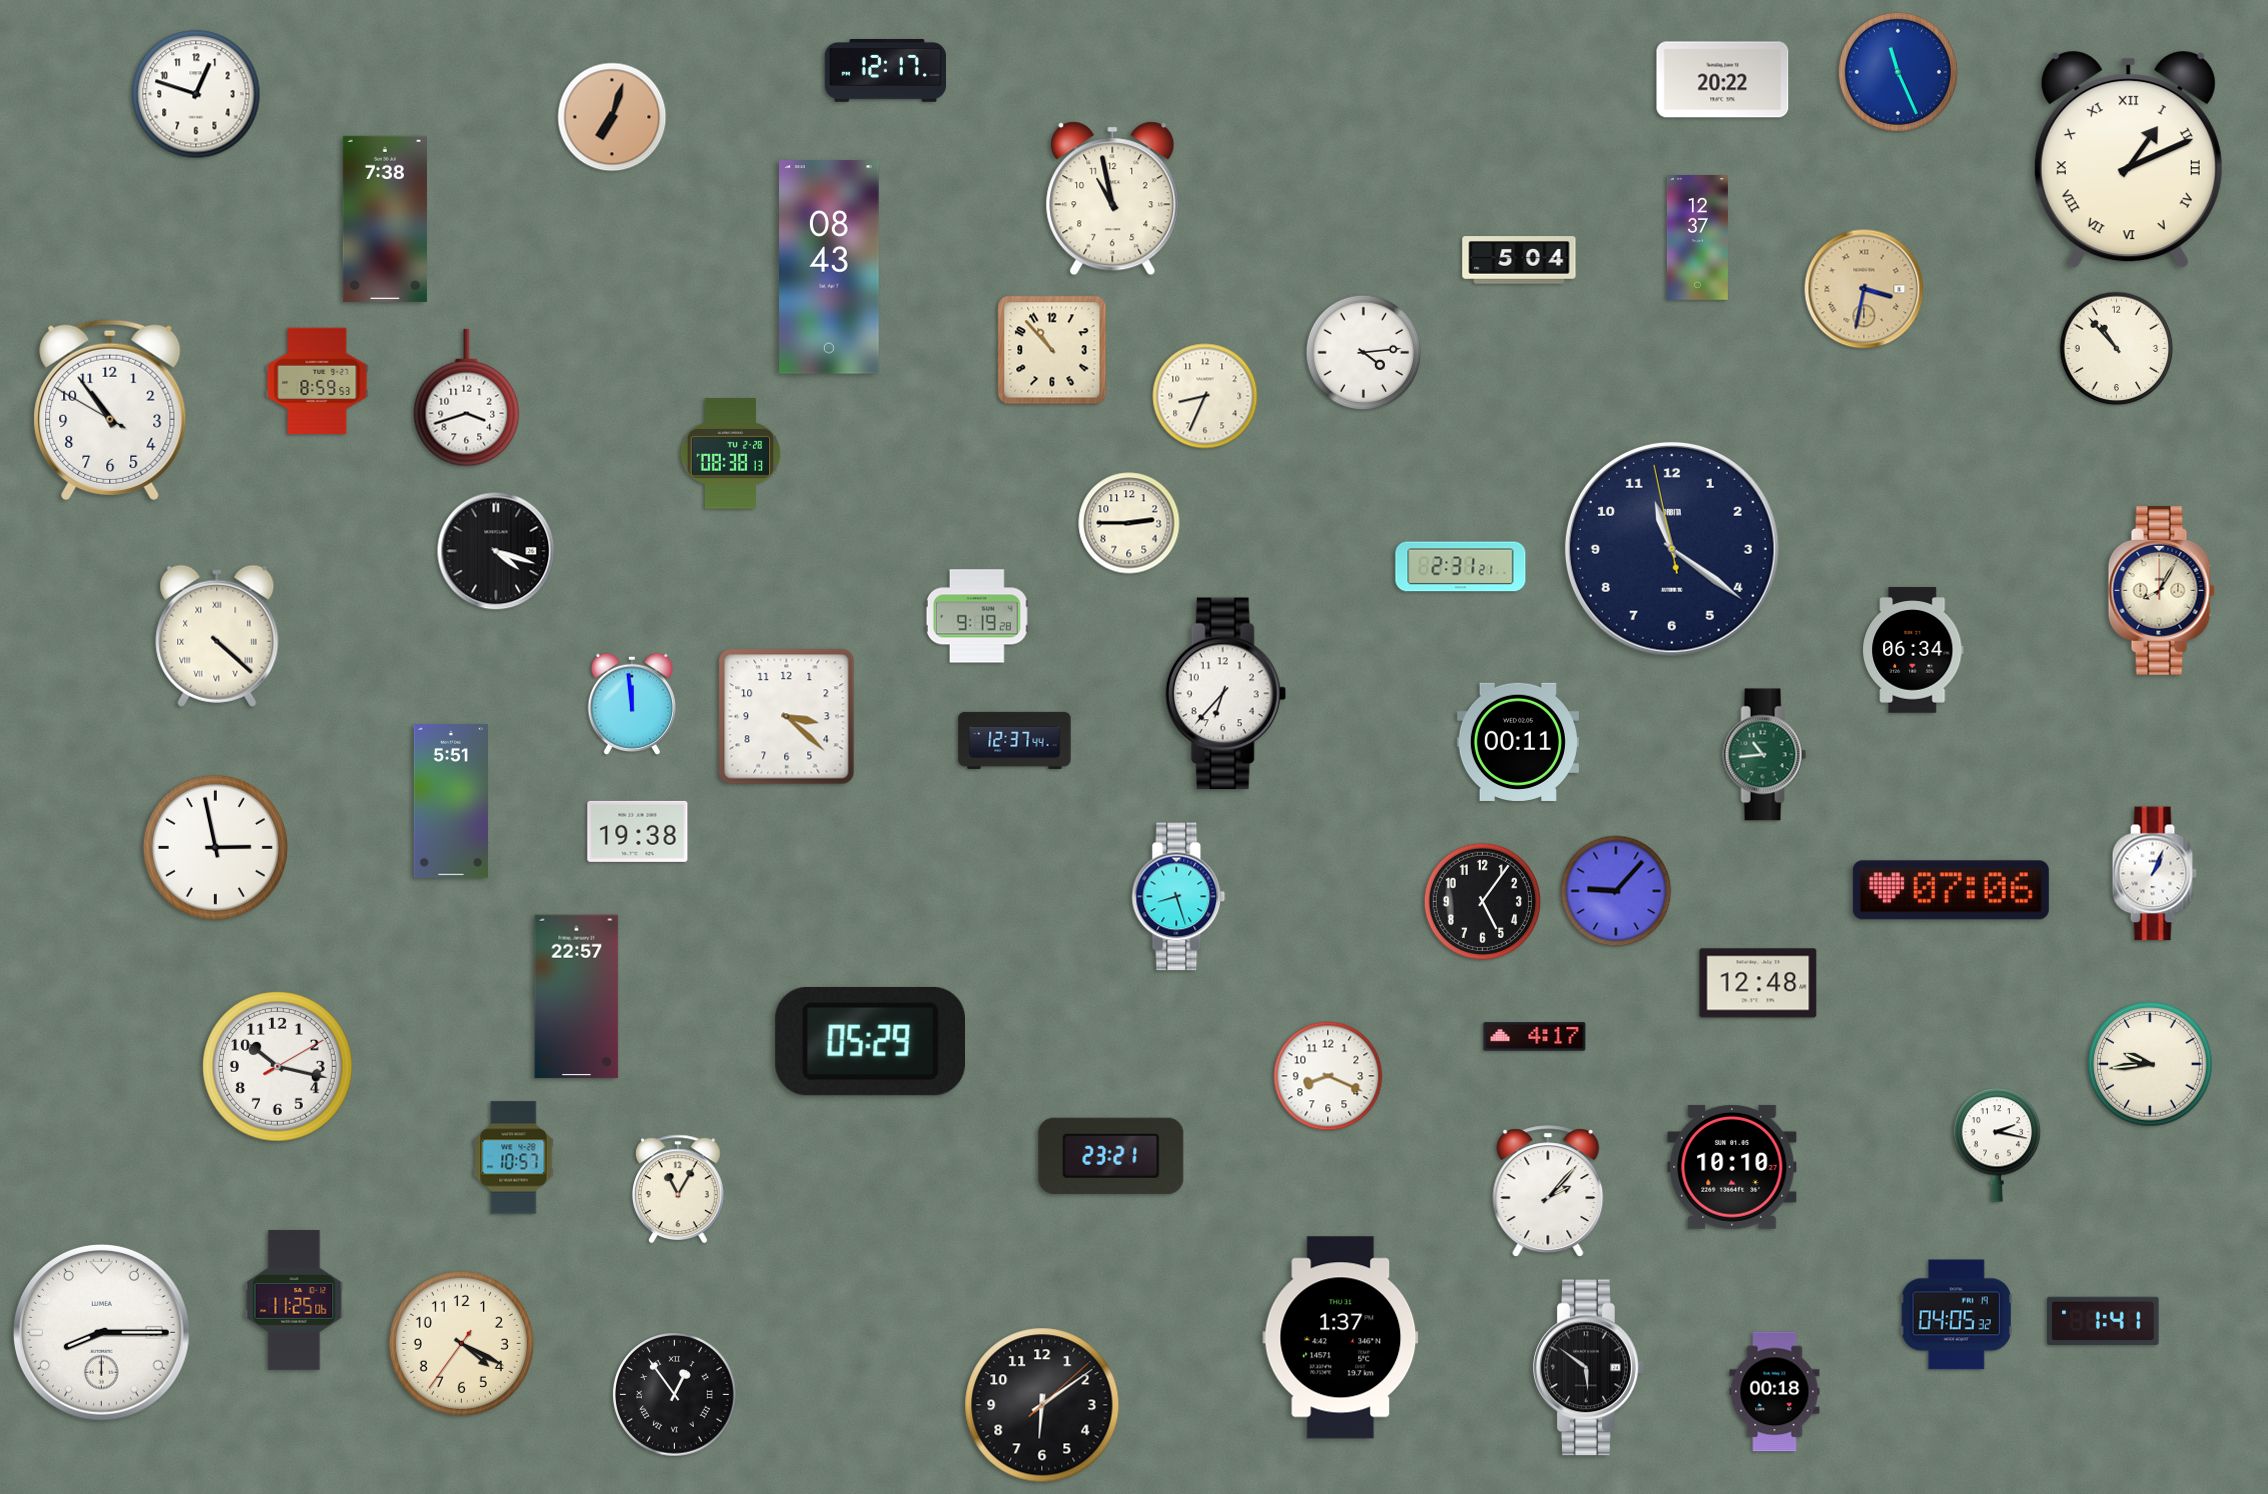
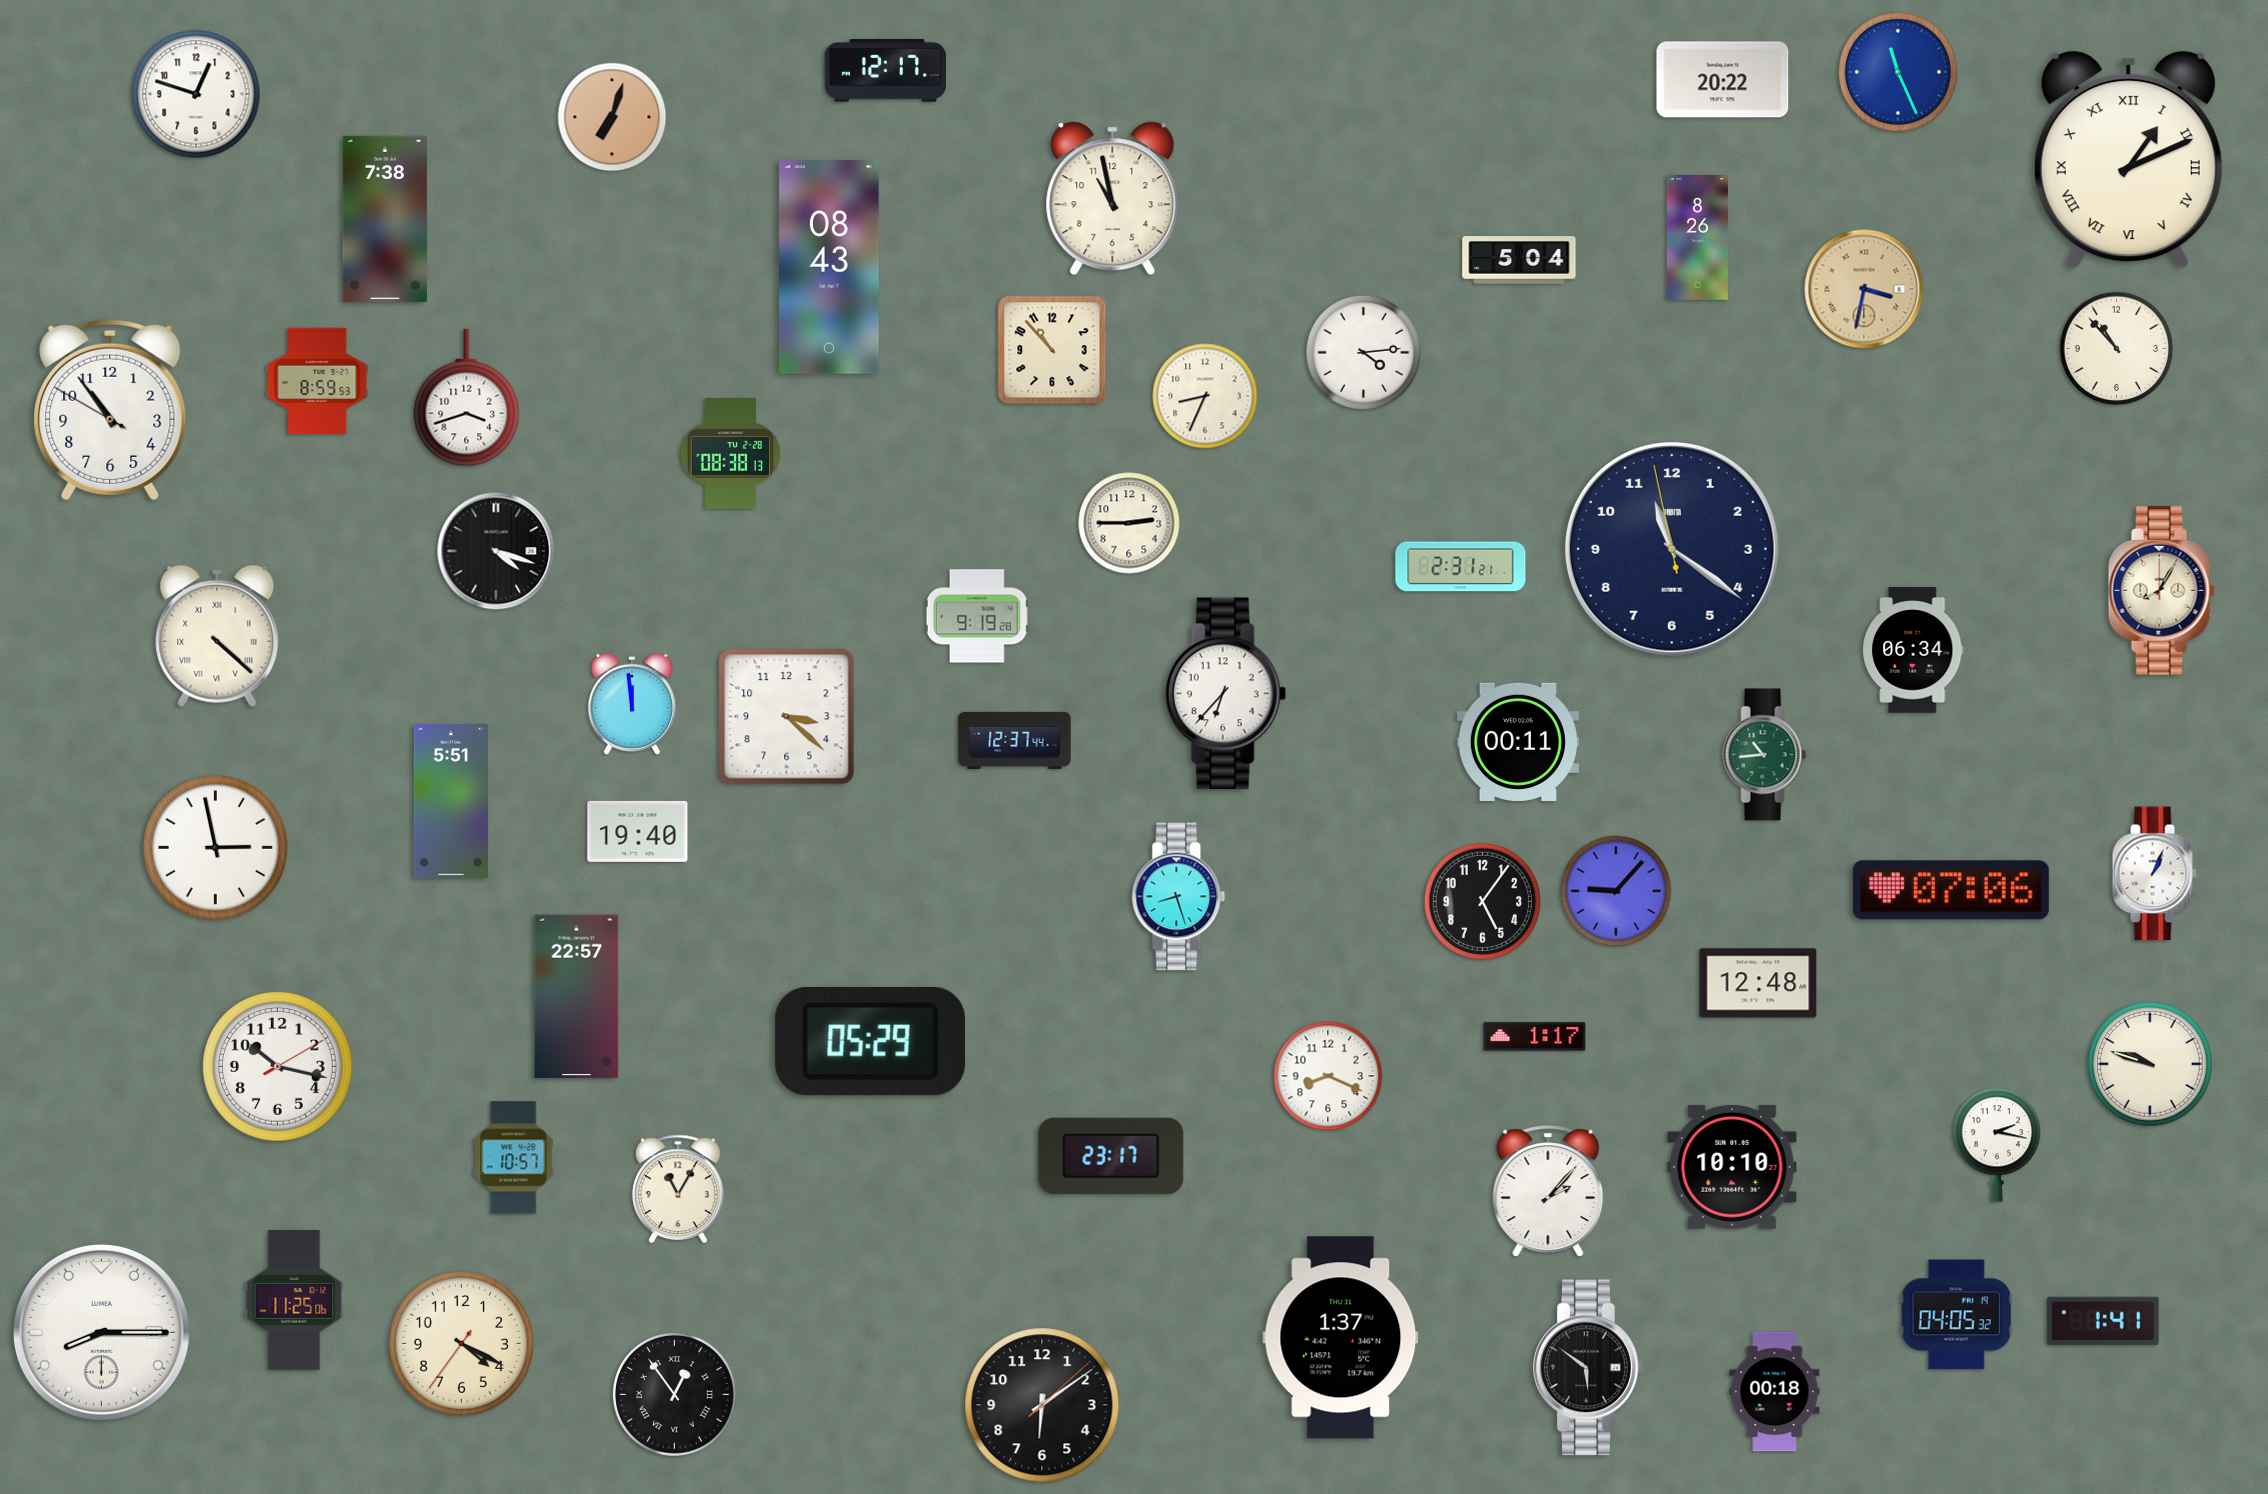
clock at (1697, 238): 12:37 -> 8:26
clock at (638, 831): 19:38 -> 19:40
clock at (1535, 1037): 4:17 -> 1:17
clock at (2150, 1064): 9:44 -> 9:48
clock at (1111, 1156): 23:21 -> 23:17
